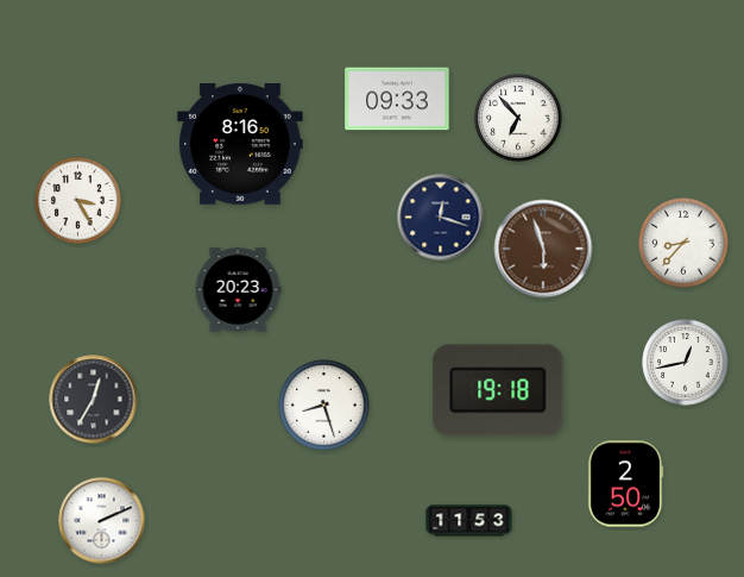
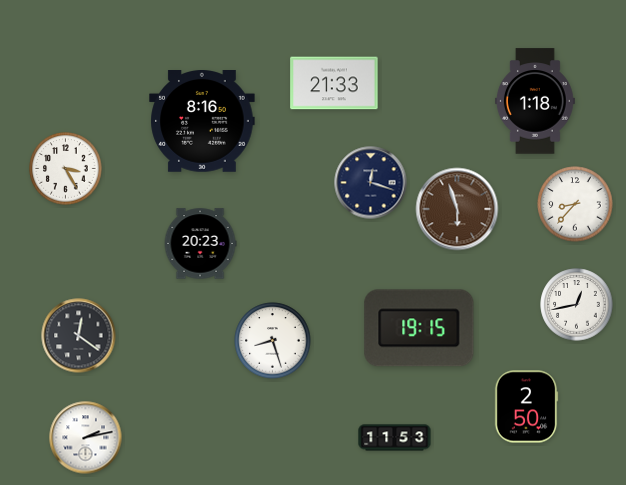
clock at (397, 99): 09:33 -> 21:33
clock at (518, 118): 6:53 -> none
clock at (535, 101): none -> 1:18
clock at (498, 390): 19:18 -> 19:15
clock at (94, 400): 12:35 -> 12:21
clock at (102, 521): 2:11 -> 2:13
